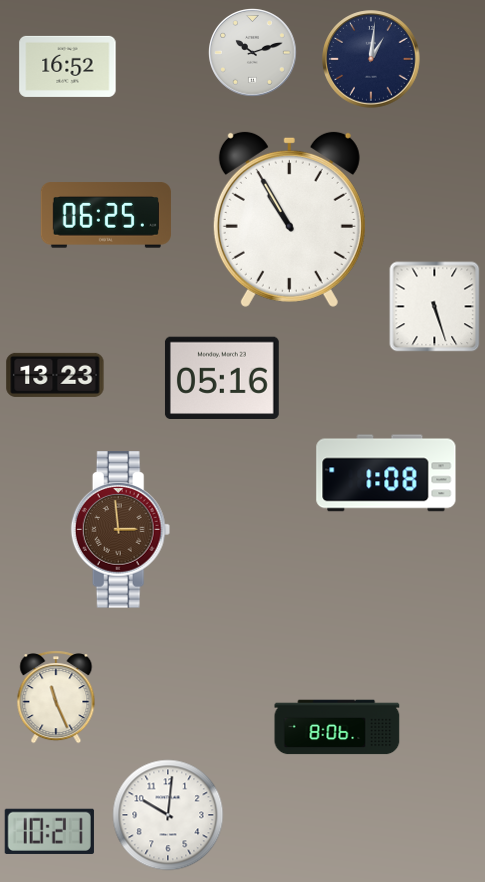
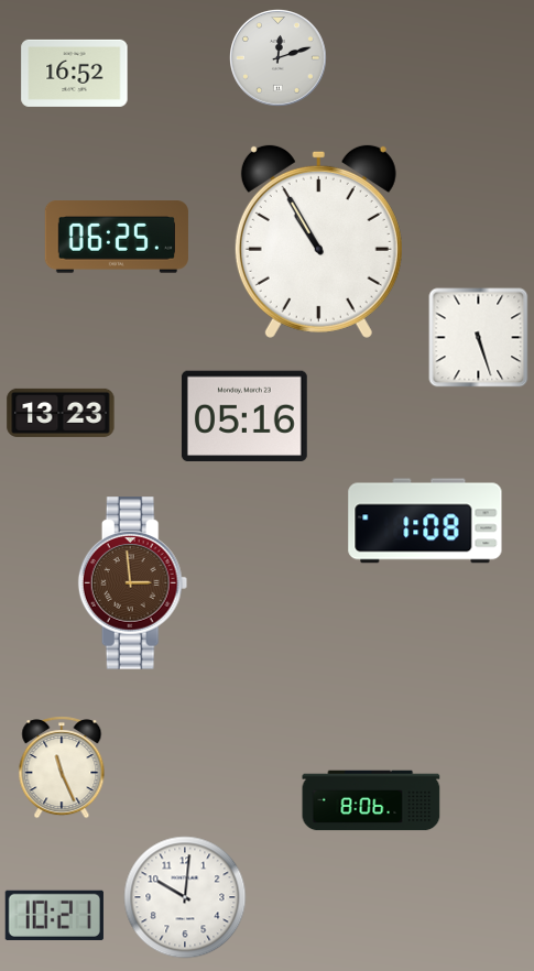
clock at (253, 53): 10:12 -> 12:12
clock at (371, 59): 1:01 -> none
